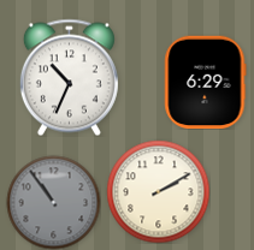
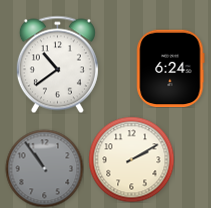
clock at (69, 77): 10:34 -> 10:39
clock at (206, 82): 6:29 -> 6:24
